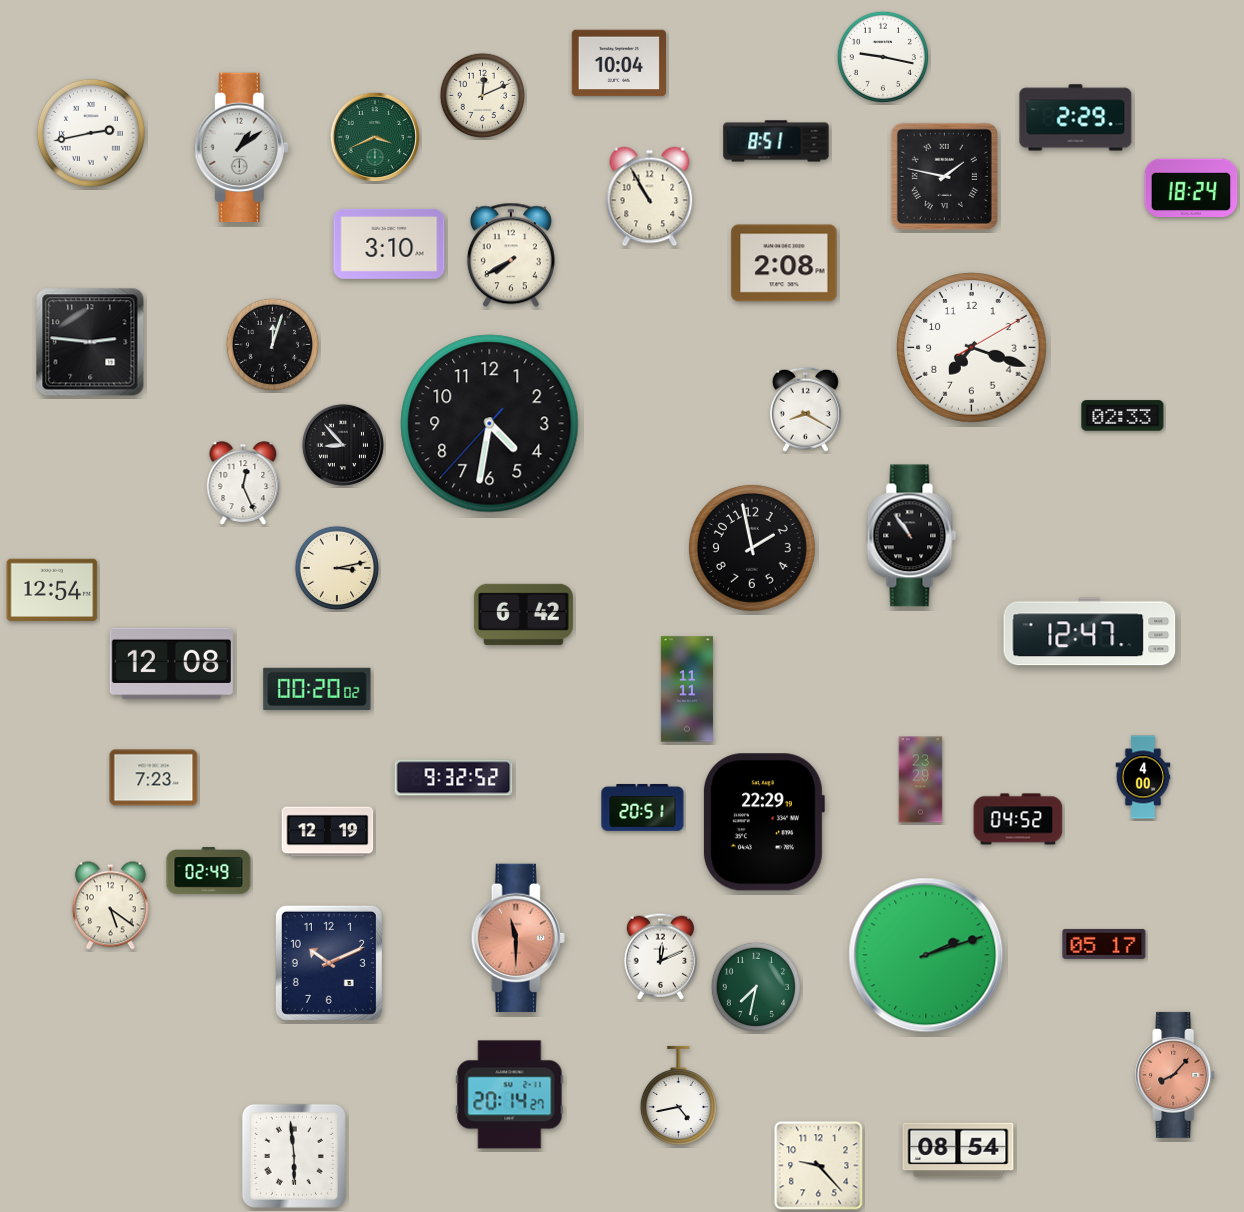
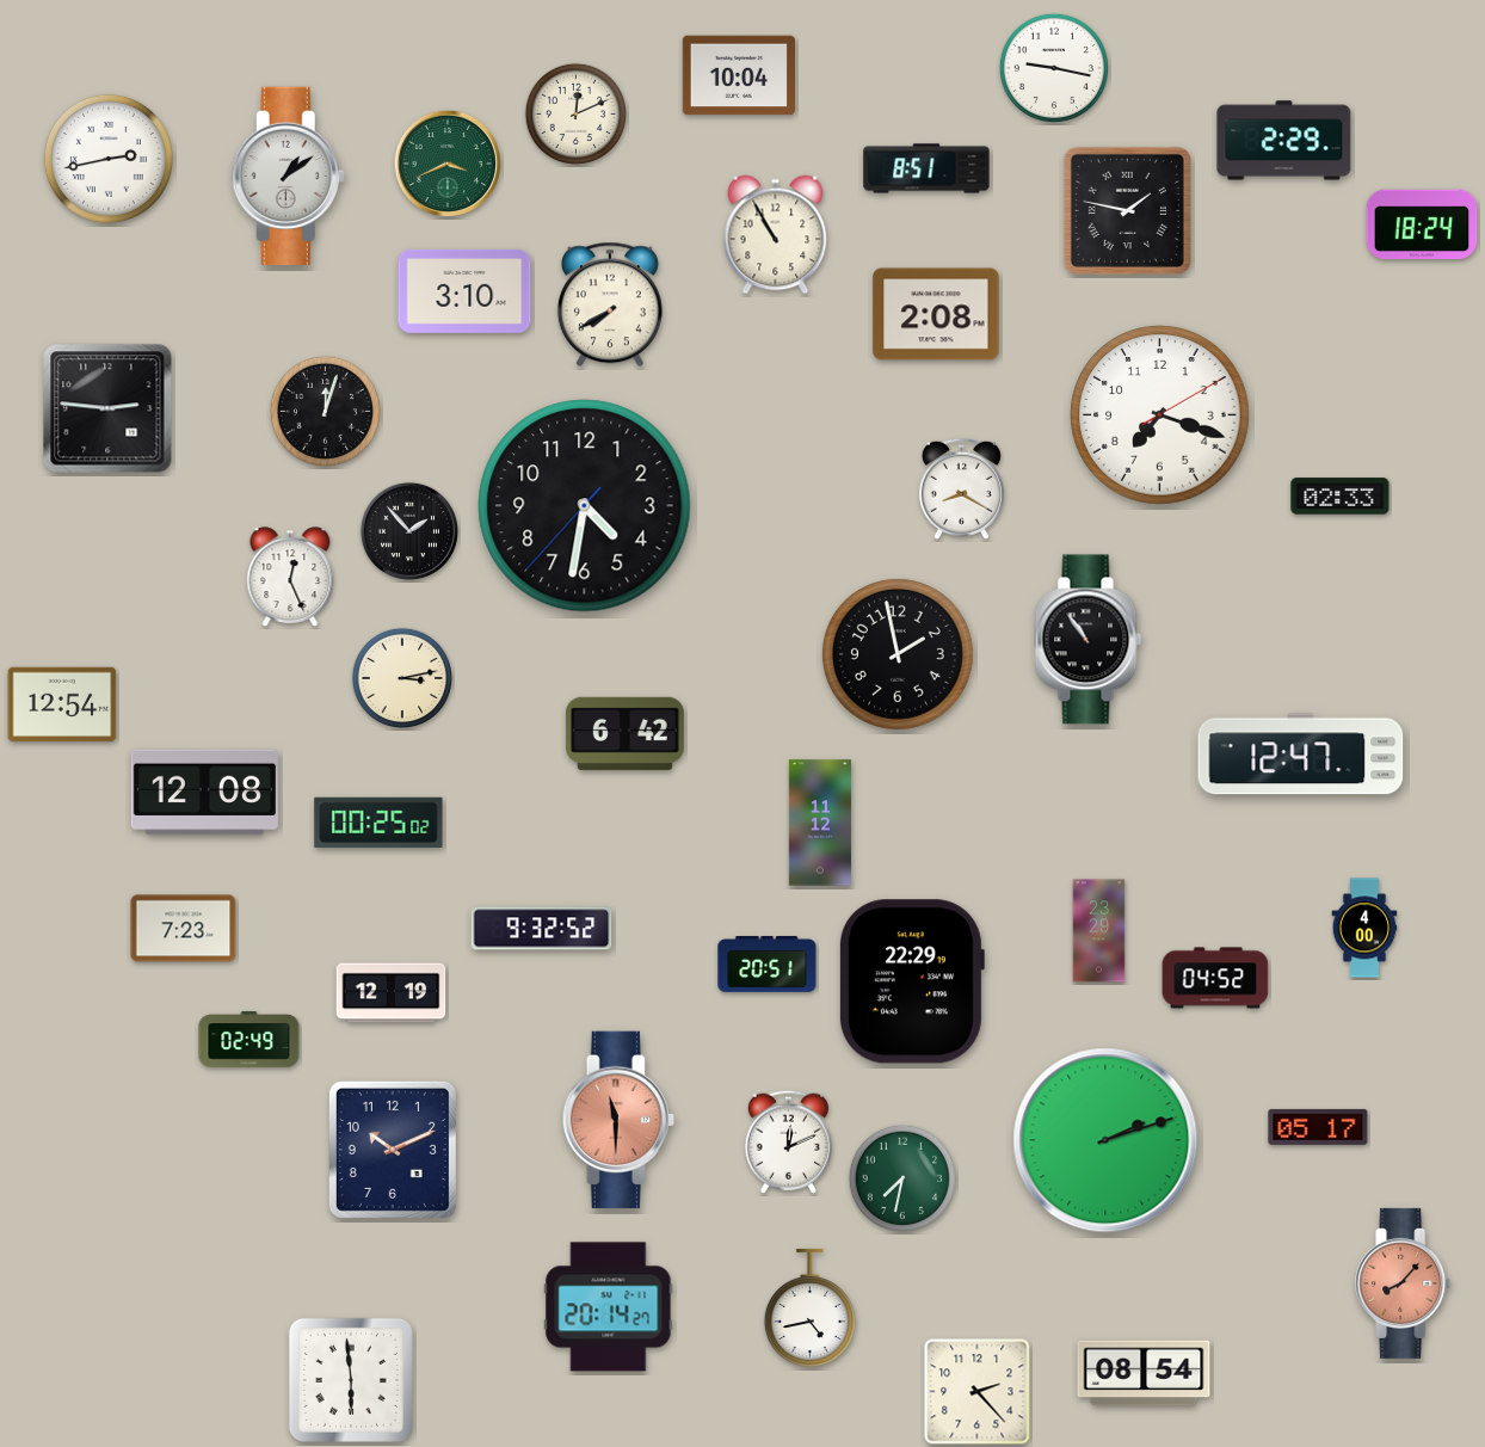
clock at (343, 445): 8:53 -> 1:53
clock at (317, 689): 00:20 -> 00:25
clock at (687, 689): 11:11 -> 11:12
clock at (110, 906): 5:21 -> none
clock at (819, 1166): 9:23 -> 2:23
